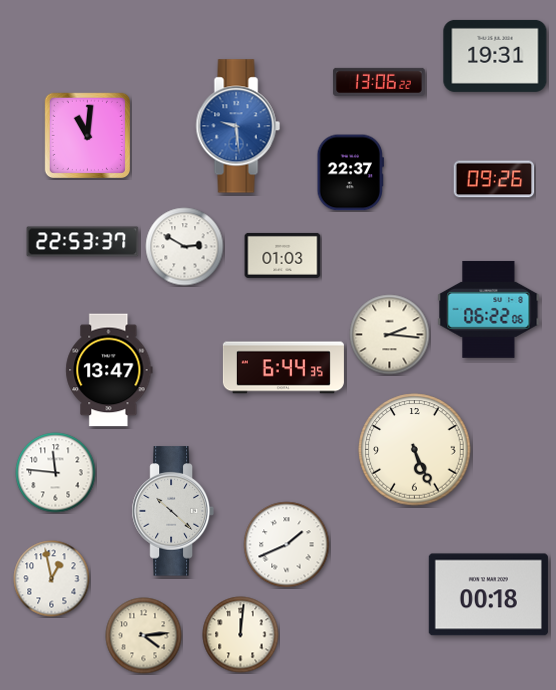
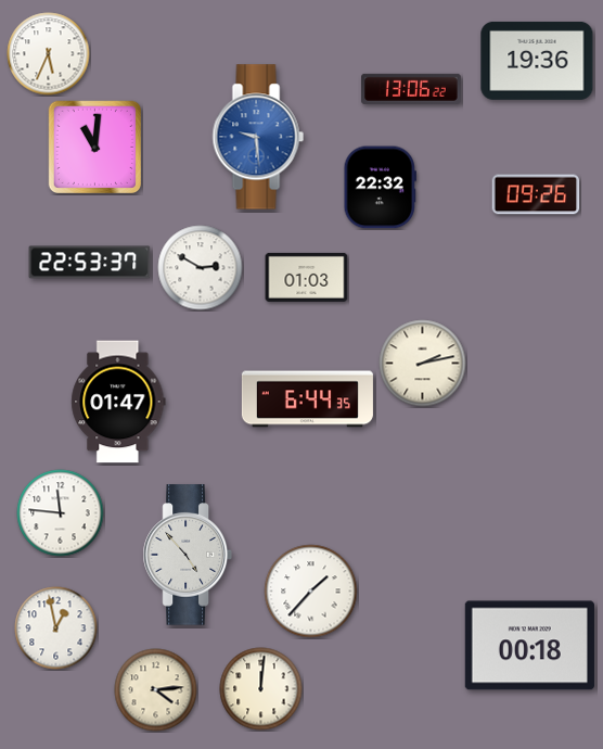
clock at (49, 54): none -> 5:34
clock at (495, 56): 19:31 -> 19:36
clock at (350, 173): 22:37 -> 22:32
clock at (489, 309): 06:22 -> none
clock at (390, 335): 2:16 -> 2:13
clock at (109, 370): 13:47 -> 01:47
clock at (415, 450): 5:26 -> none
clock at (173, 511): 10:22 -> 4:53
clock at (287, 545): 1:41 -> 1:37
